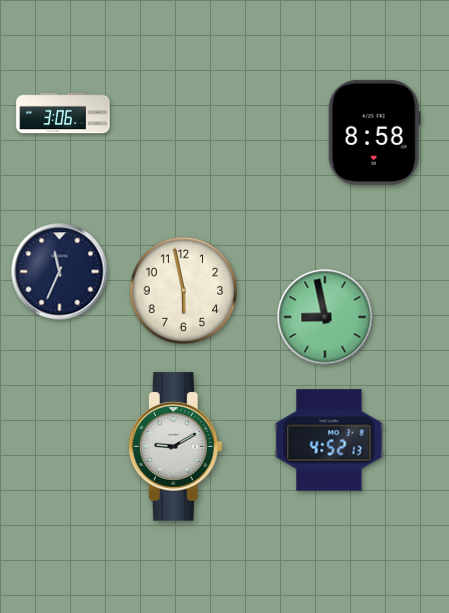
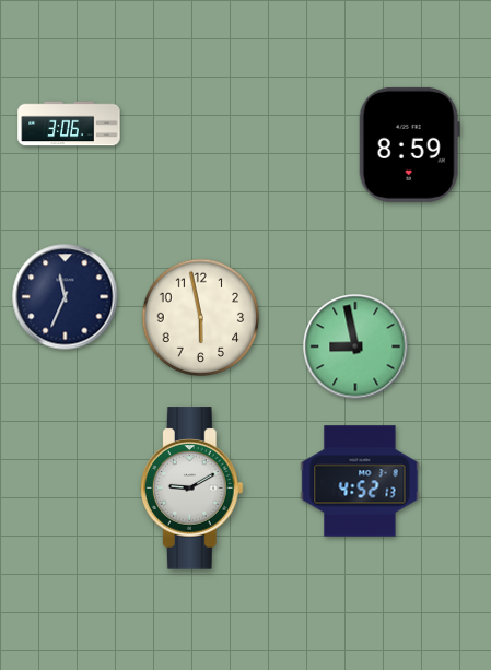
clock at (374, 132): 8:58 -> 8:59
